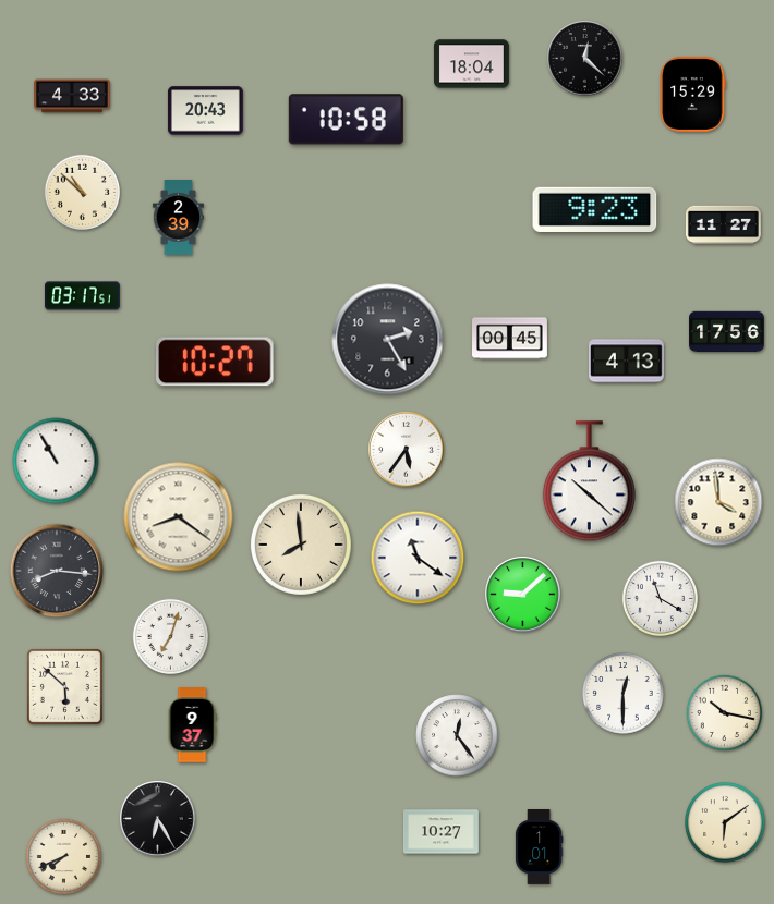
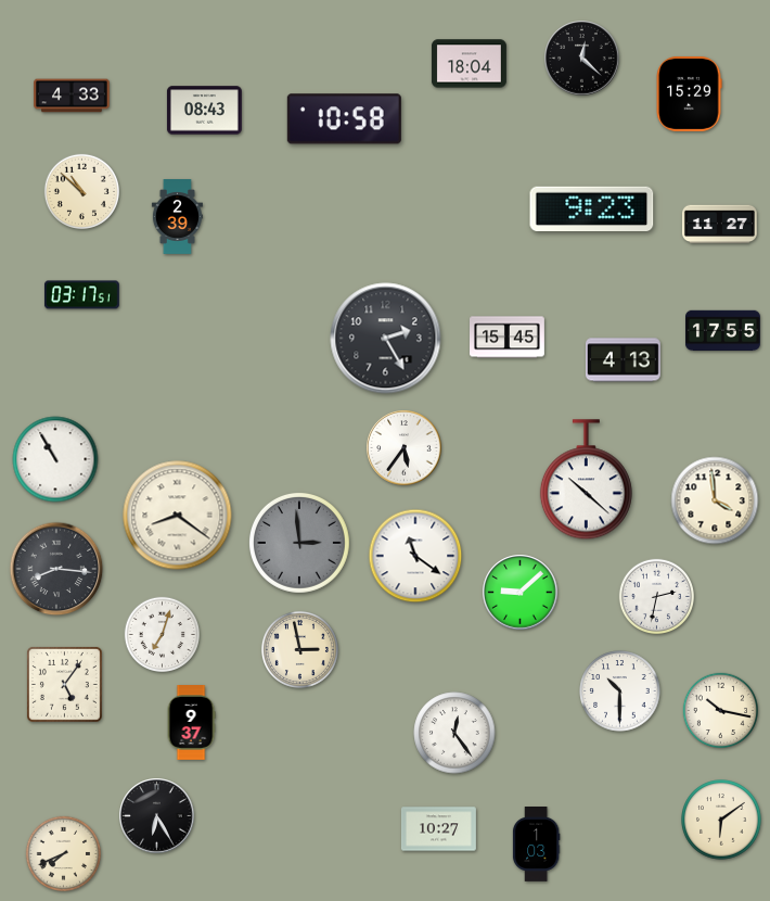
clock at (205, 111): 20:43 -> 08:43
clock at (727, 332): 17:56 -> 17:55
clock at (510, 339): 00:45 -> 15:45
clock at (216, 362): 10:27 -> none
clock at (301, 545): 7:59 -> 2:59
clock at (301, 545) dial: cream -> grey
clock at (660, 598): 11:20 -> 2:32
clock at (170, 636) position: (170, 636) -> (162, 634)
clock at (299, 649): none -> 2:58
clock at (64, 686): 5:52 -> 5:06
clock at (624, 694): 12:30 -> 10:30
clock at (539, 847): 1:01 -> 1:03
